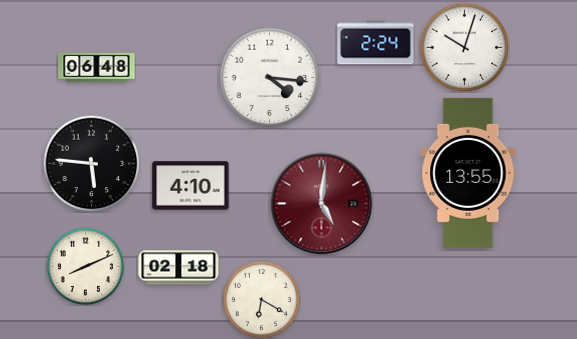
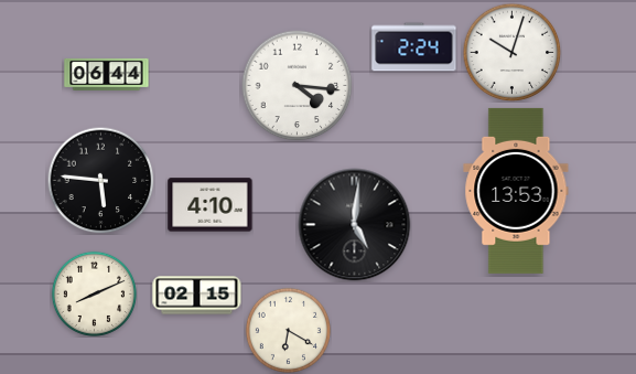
clock at (97, 67): 06:48 -> 06:44
clock at (468, 173): 13:55 -> 13:53
clock at (322, 204) dial: burgundy -> black
clock at (179, 268): 02:18 -> 02:15
